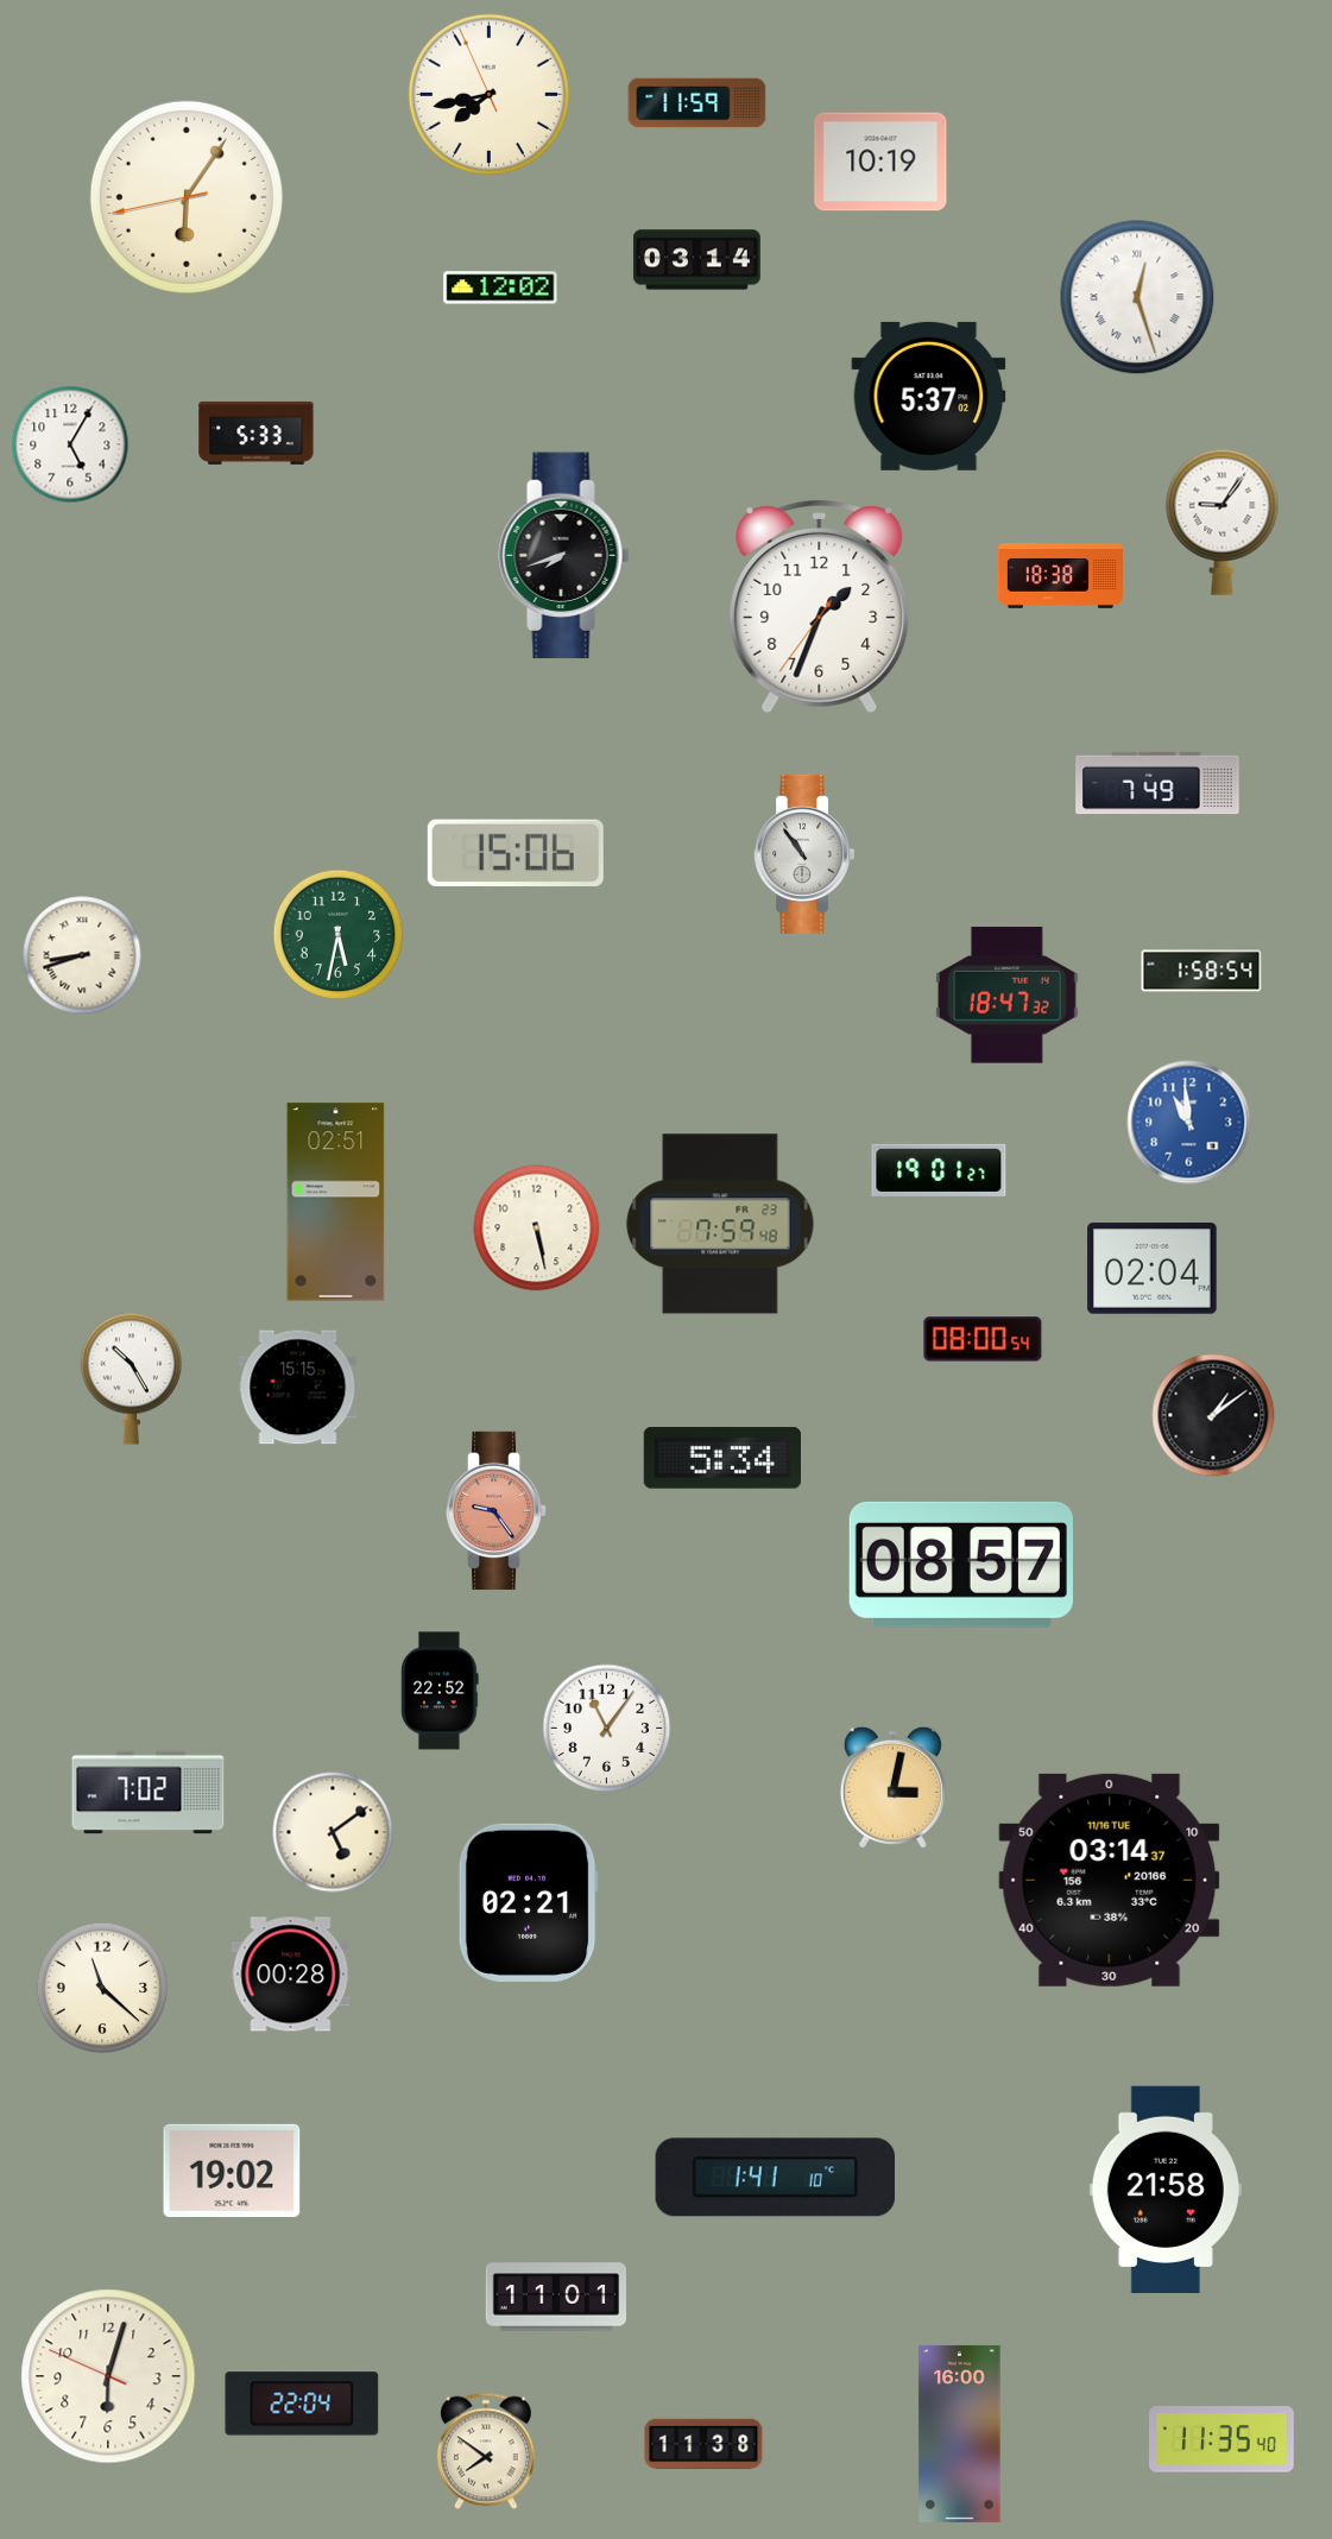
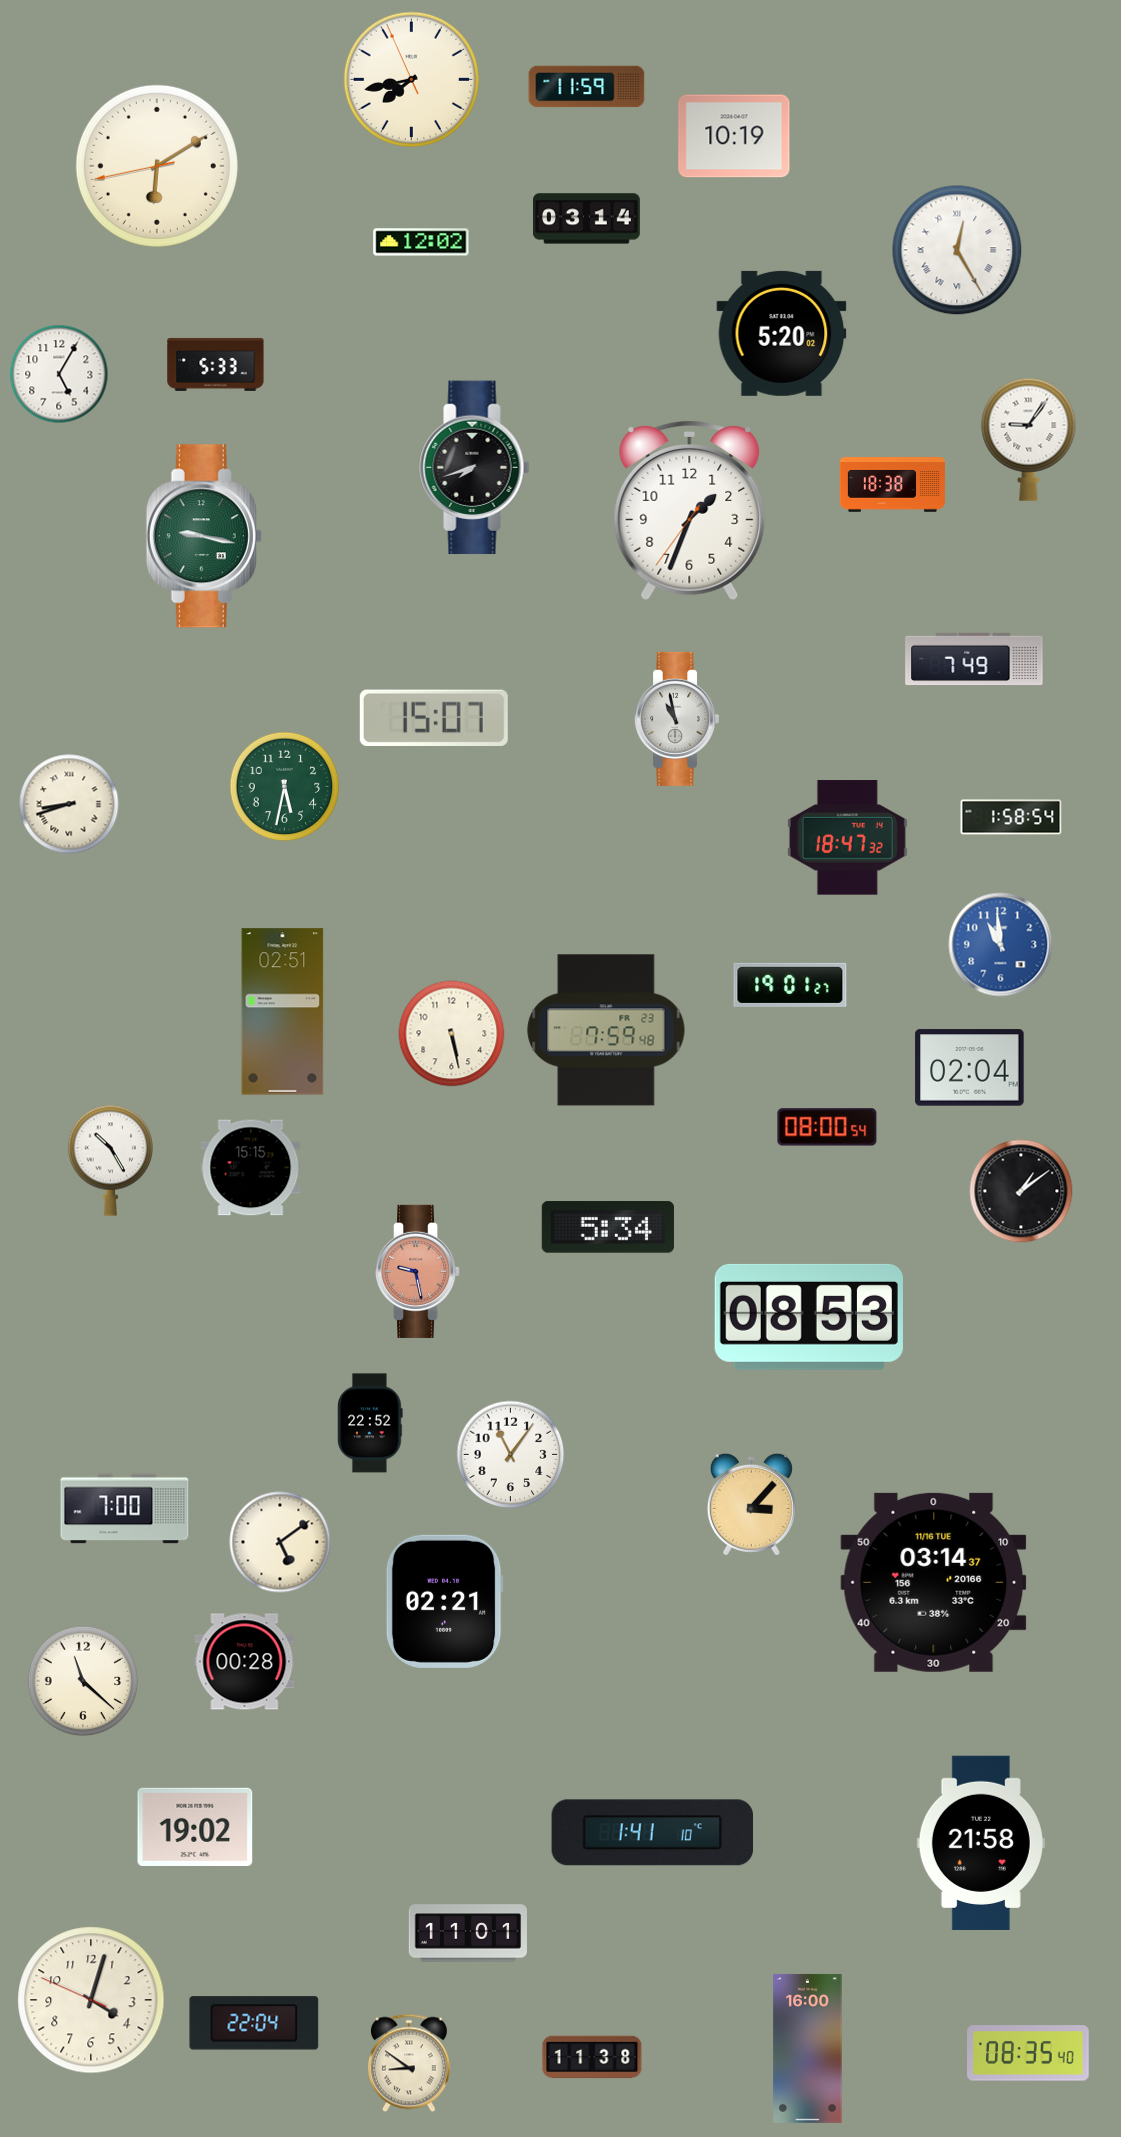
clock at (880, 162) position: (880, 162) -> (734, 136)
clock at (187, 197): 6:05 -> 6:09
clock at (1137, 297): 12:27 -> 12:25
clock at (929, 396): 5:37 -> 5:20
clock at (204, 536): none -> 9:17
clock at (516, 852): 15:06 -> 15:07
clock at (804, 854): 10:54 -> 10:58
clock at (498, 1510): 9:24 -> 9:28
clock at (961, 1565): 08:57 -> 08:53
clock at (892, 1787): 3:02 -> 3:07
clock at (149, 1793): 7:02 -> 7:00
clock at (102, 1988) position: (102, 1988) -> (83, 1681)
clock at (108, 2376): 6:02 -> 4:02
clock at (1221, 2439): 11:35 -> 08:35
clock at (486, 2451): 7:51 -> 8:51
